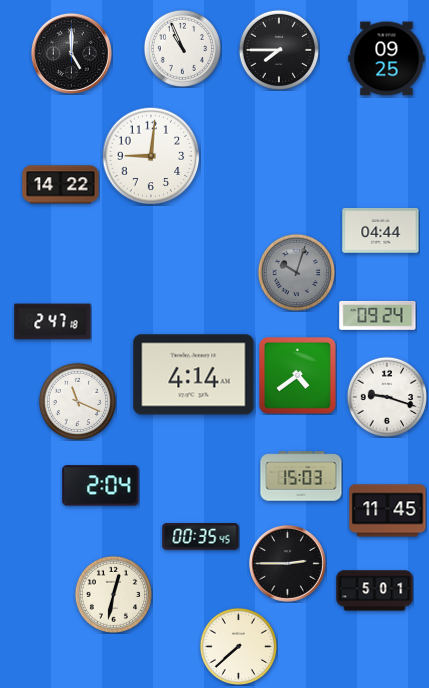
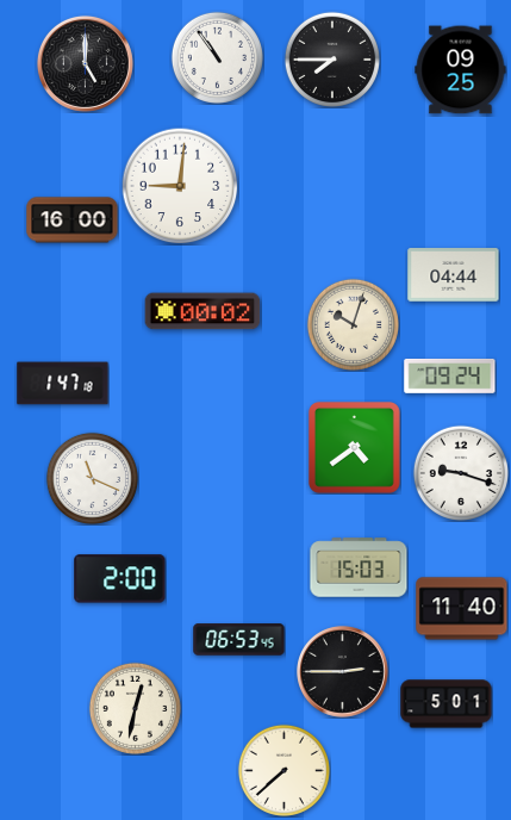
clock at (182, 48): 10:56 -> 10:54
clock at (61, 185): 14:22 -> 16:00
clock at (202, 311): none -> 00:02
clock at (296, 272) dial: grey -> cream
clock at (53, 322): 2:47 -> 1:47
clock at (194, 375): 4:14 -> none
clock at (101, 486): 2:04 -> 2:00
clock at (388, 511): 11:45 -> 11:40
clock at (201, 537): 00:35 -> 06:53
